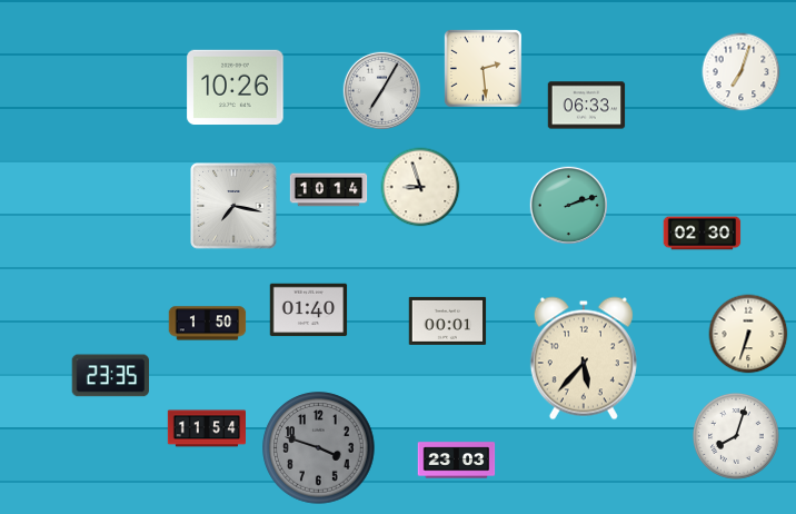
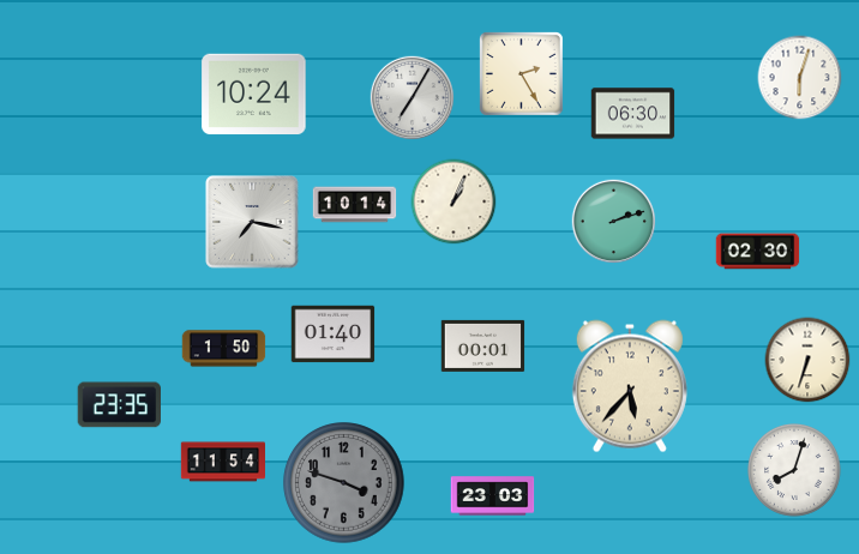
clock at (482, 68): 2:29 -> 2:25
clock at (742, 72): 7:03 -> 6:03
clock at (236, 88): 10:26 -> 10:24
clock at (587, 106): 06:33 -> 06:30
clock at (420, 187): 8:57 -> 1:04
